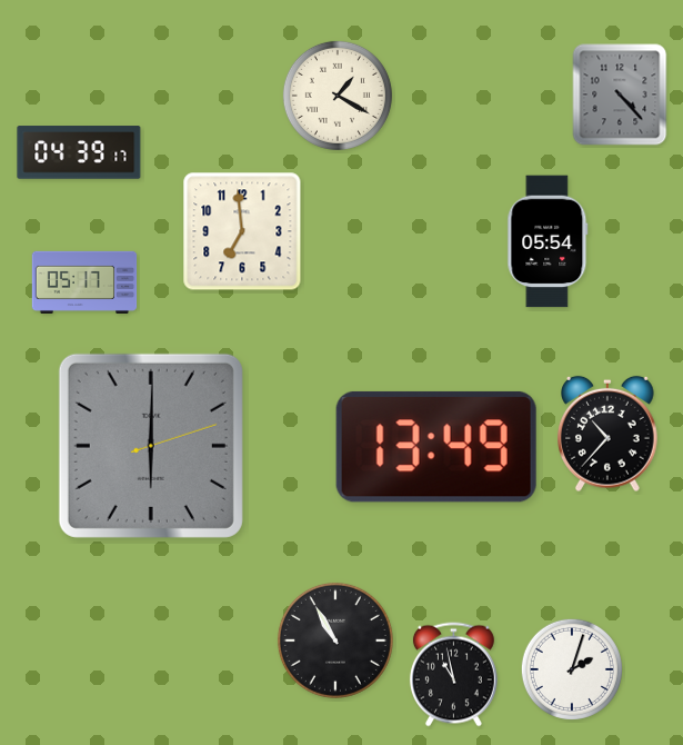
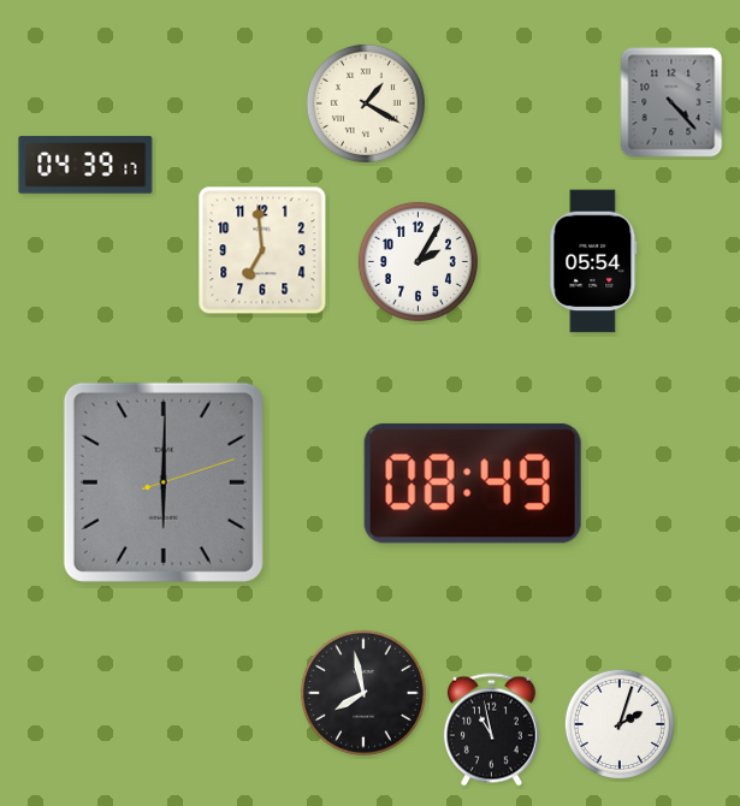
clock at (418, 261): none -> 2:05
clock at (84, 281): 05:17 -> none
clock at (609, 434): 10:37 -> none
clock at (436, 447): 13:49 -> 08:49
clock at (335, 640): 10:55 -> 7:58
